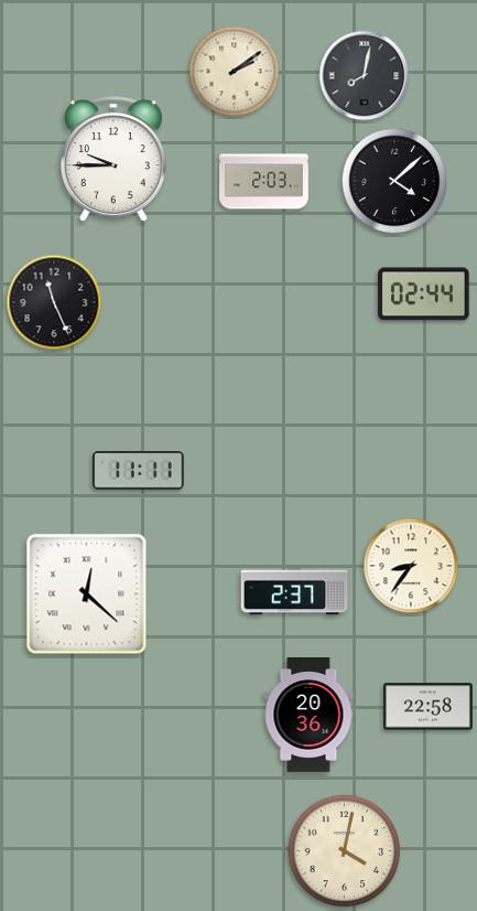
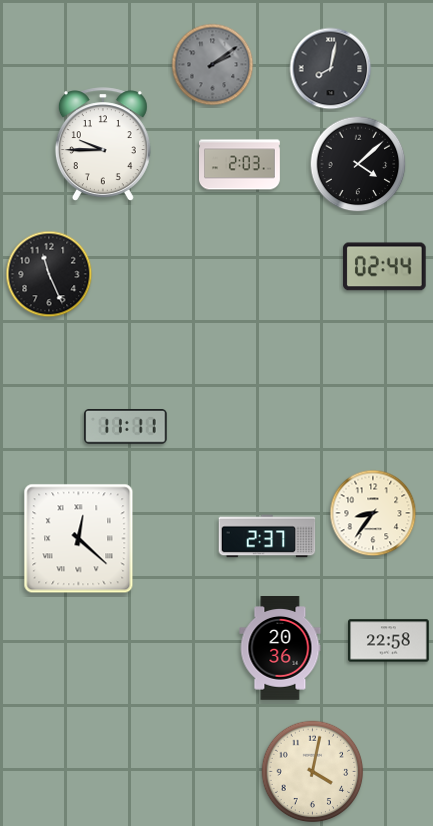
clock at (235, 72) dial: cream -> grey
